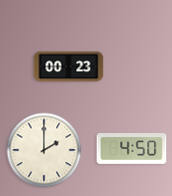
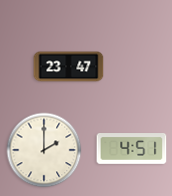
clock at (69, 67): 00:23 -> 23:47
clock at (132, 149): 4:50 -> 4:51
